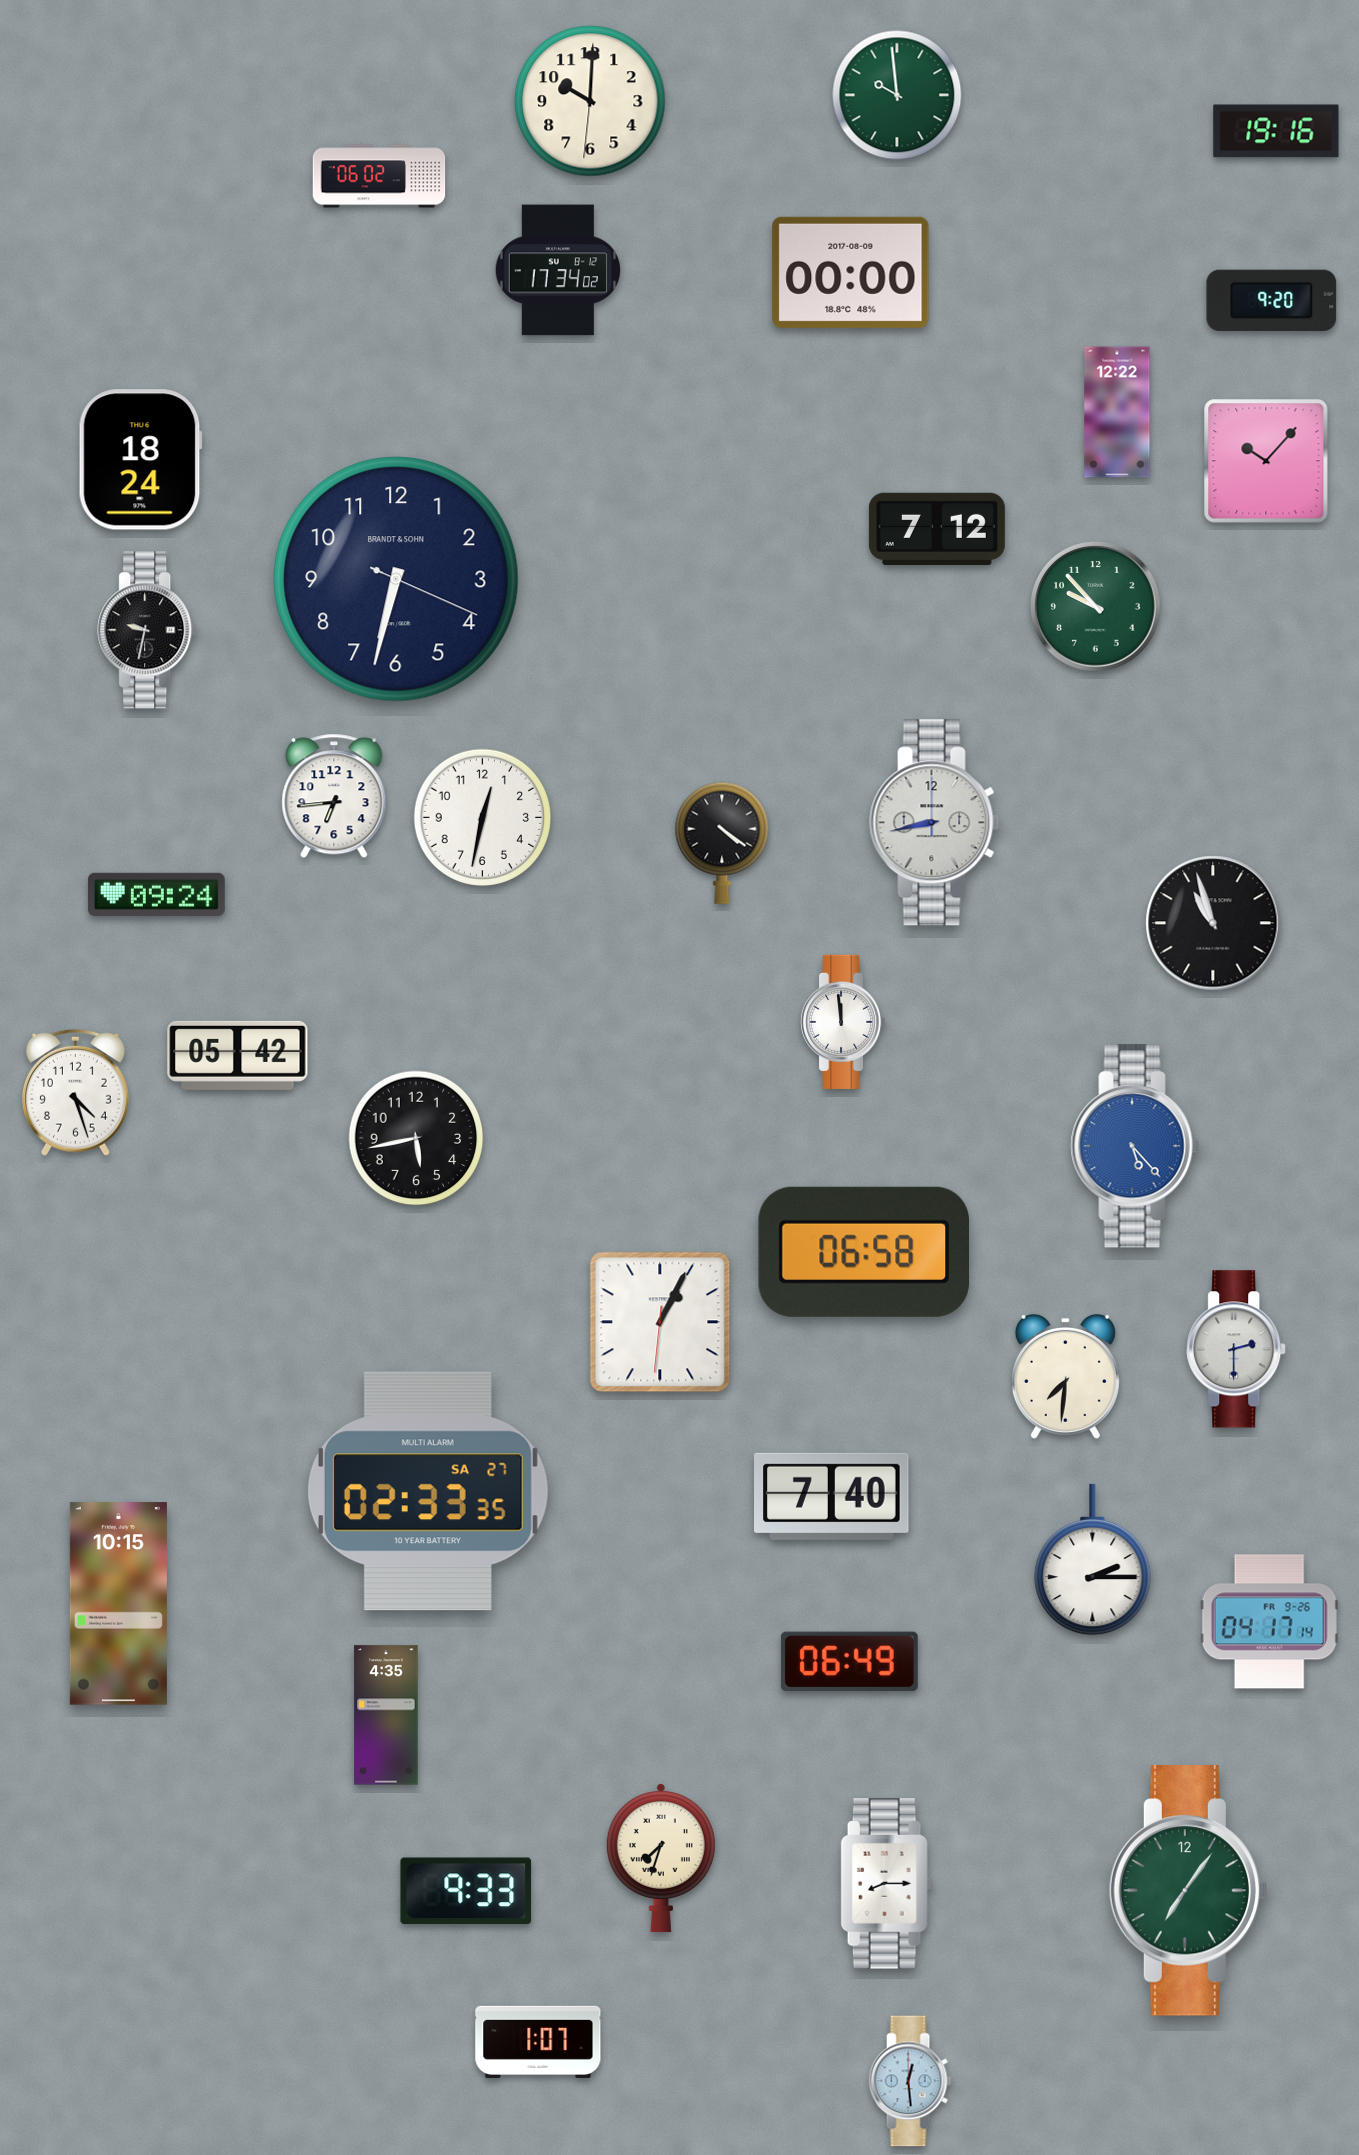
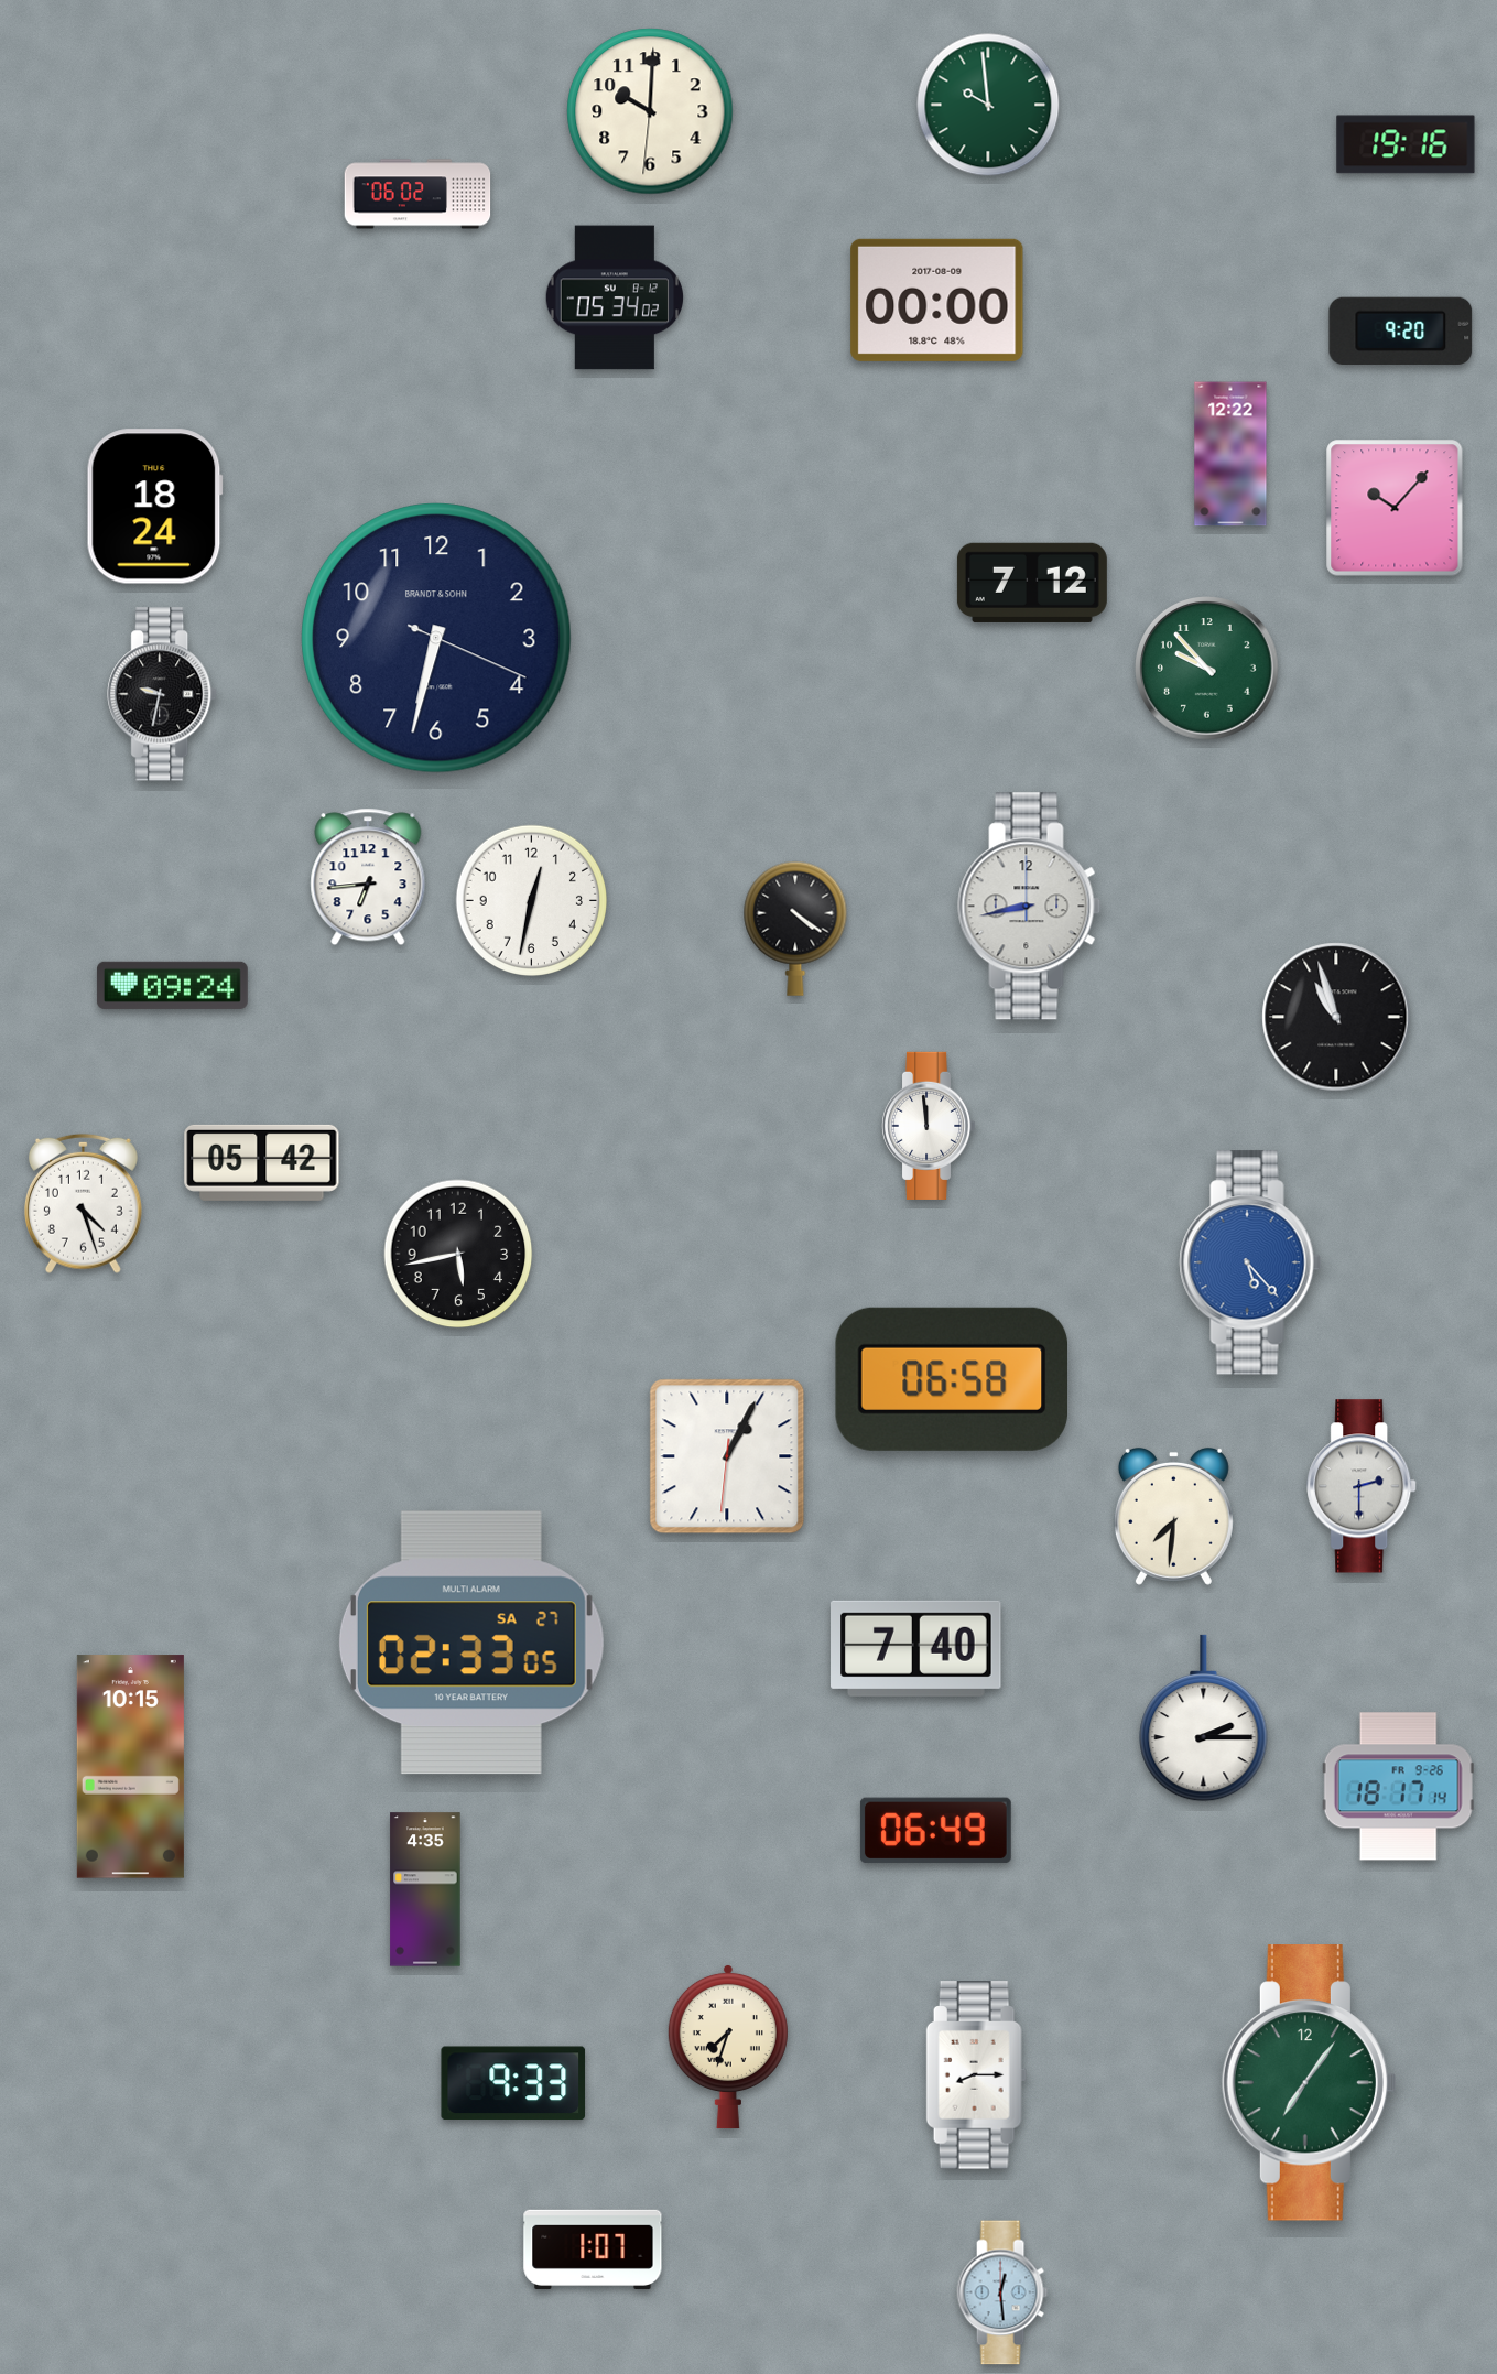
clock at (558, 270): 17:34 -> 05:34
clock at (428, 1491): 02:33:35 -> 02:33:05
clock at (1269, 1622): 04:17 -> 18:17
